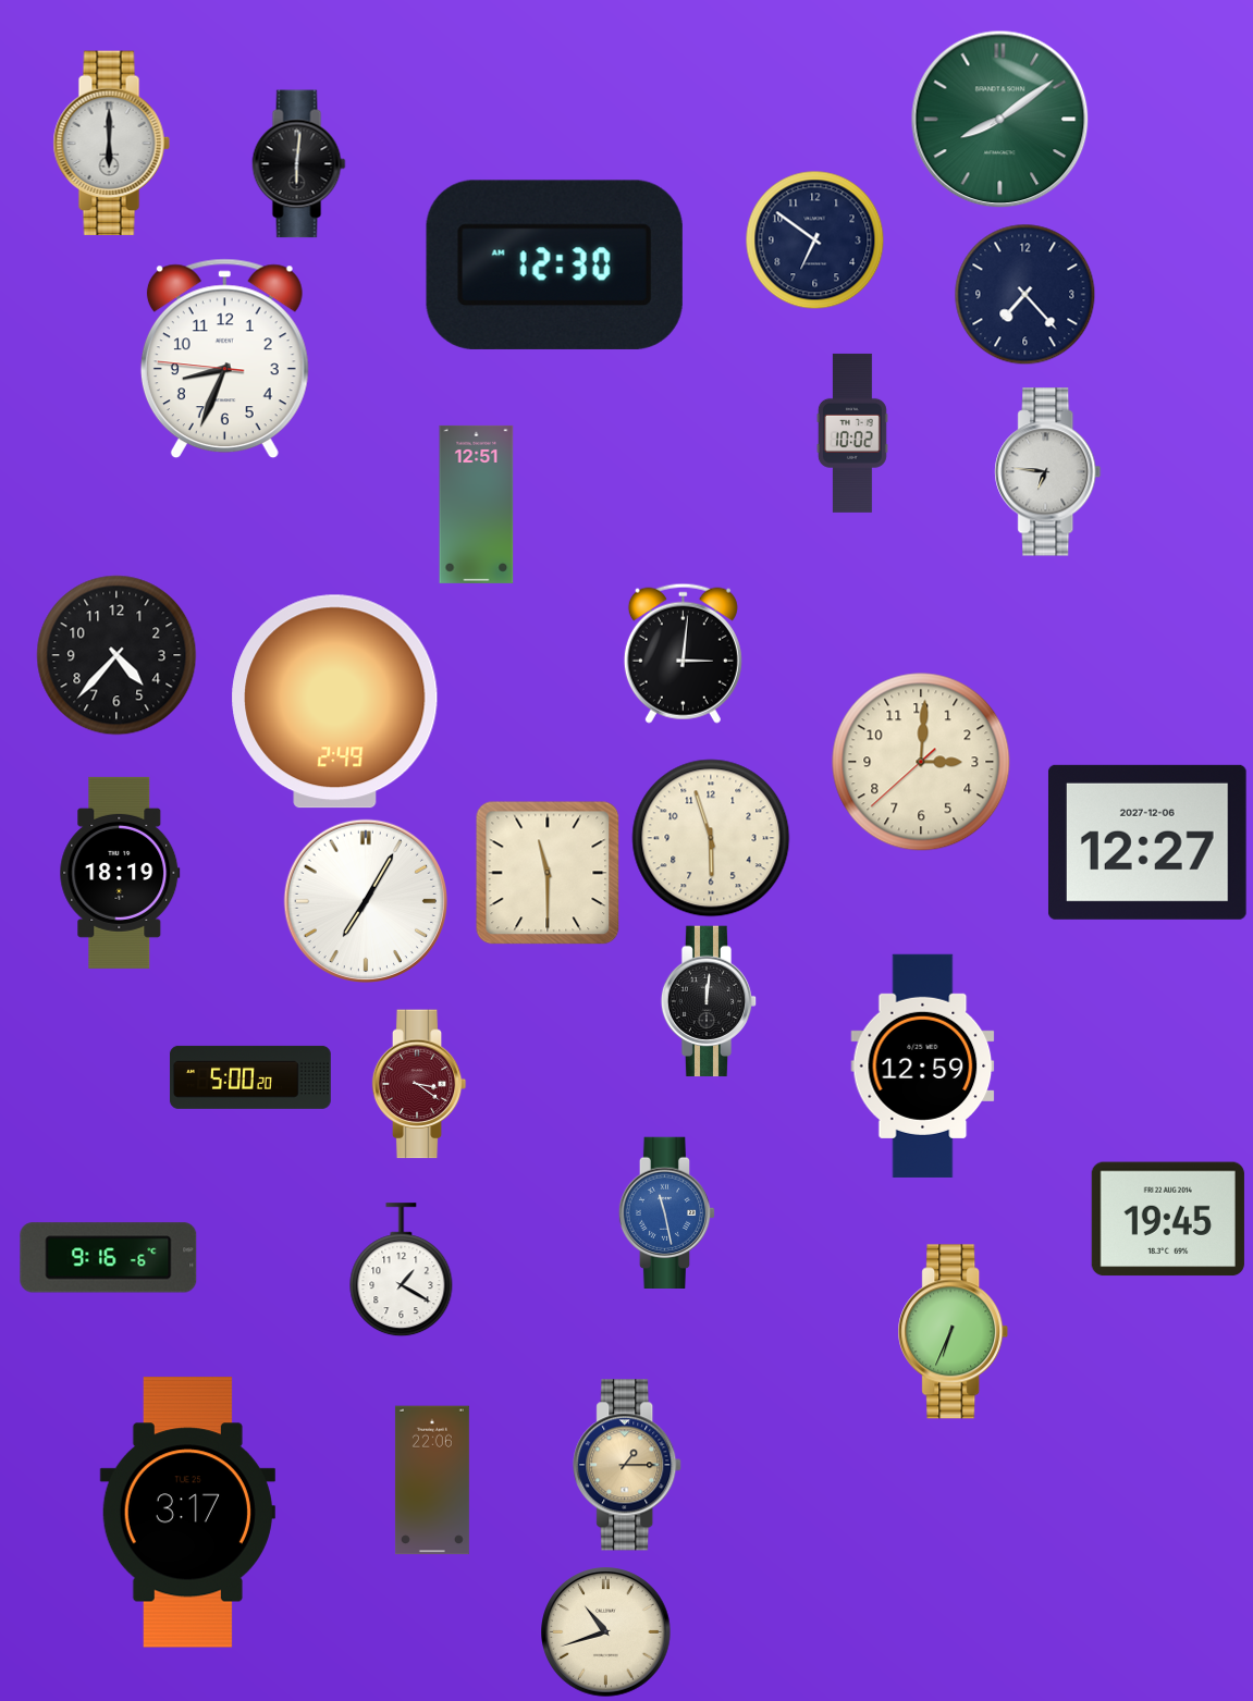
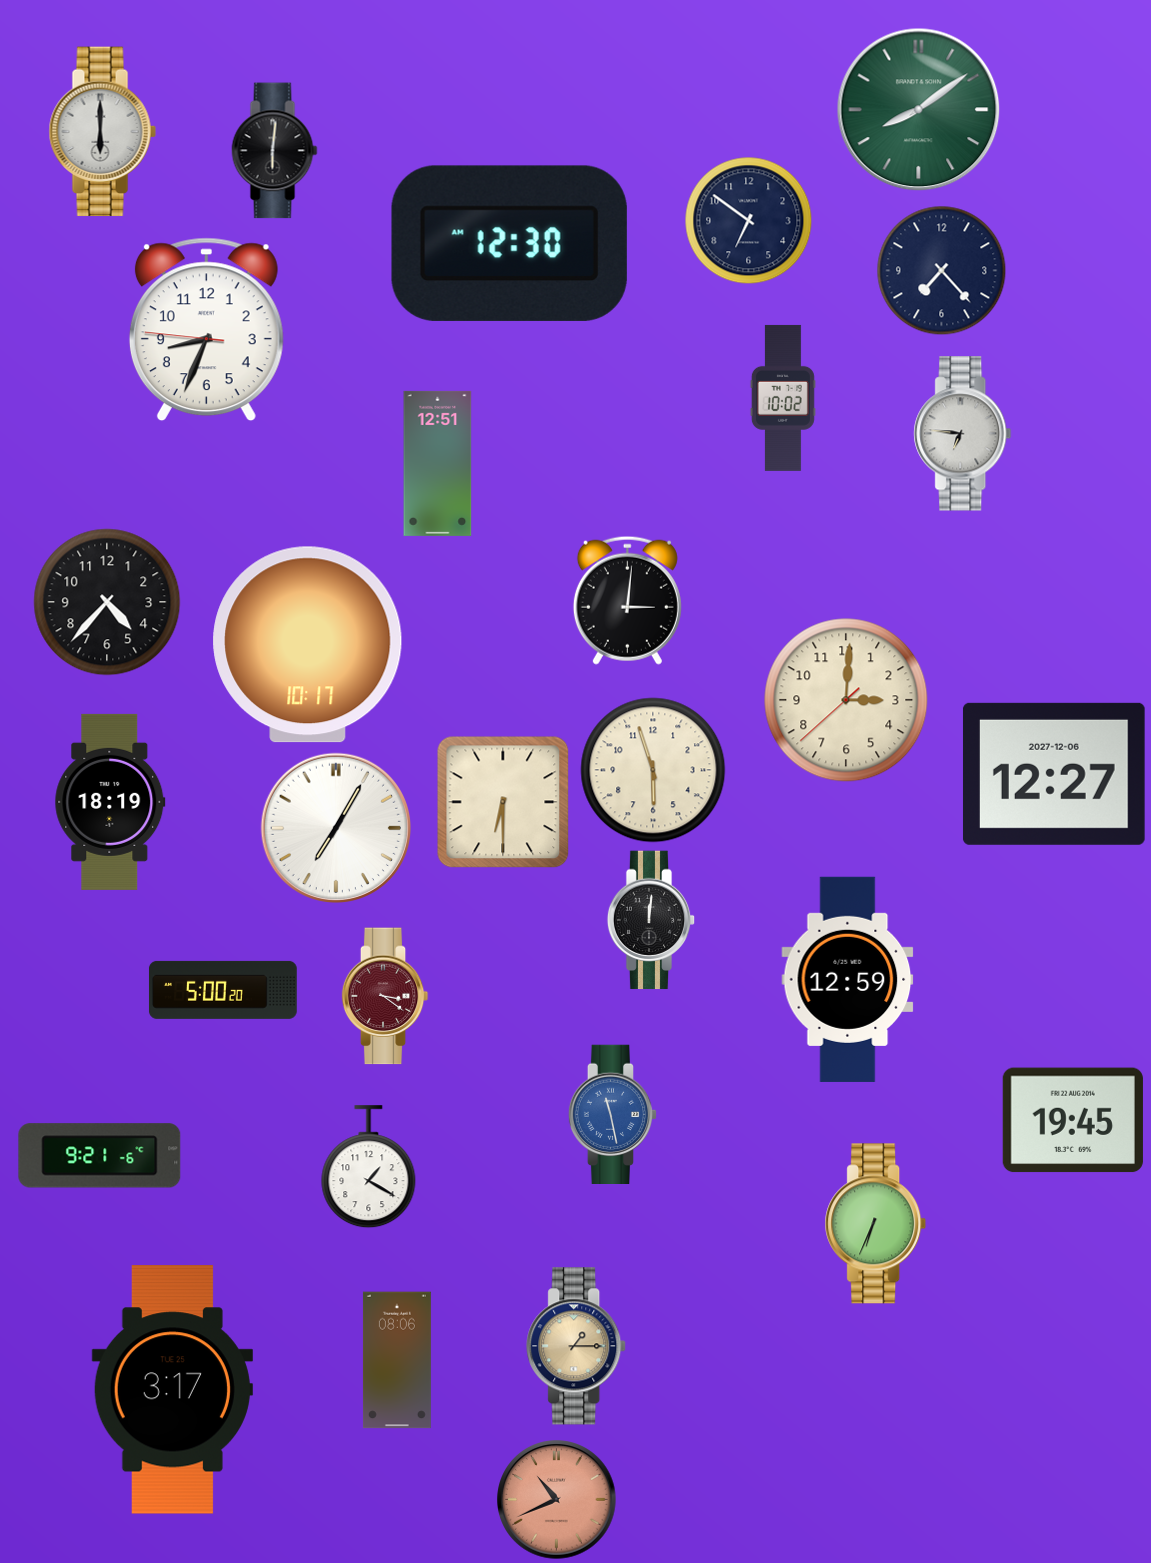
clock at (335, 702): 2:49 -> 10:17
clock at (548, 873): 11:30 -> 6:30
clock at (250, 1077) position: (250, 1077) -> (223, 990)
clock at (109, 1258): 9:16 -> 9:21
clock at (432, 1480): 22:06 -> 08:06
clock at (606, 1632): 10:42 -> 10:41
clock at (606, 1632) dial: cream -> salmon
